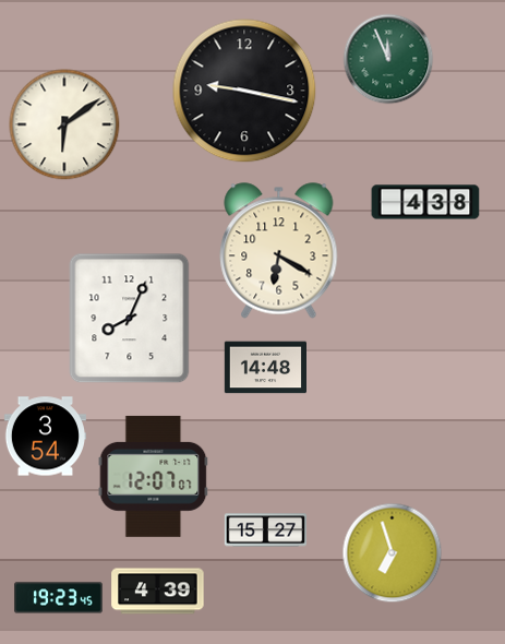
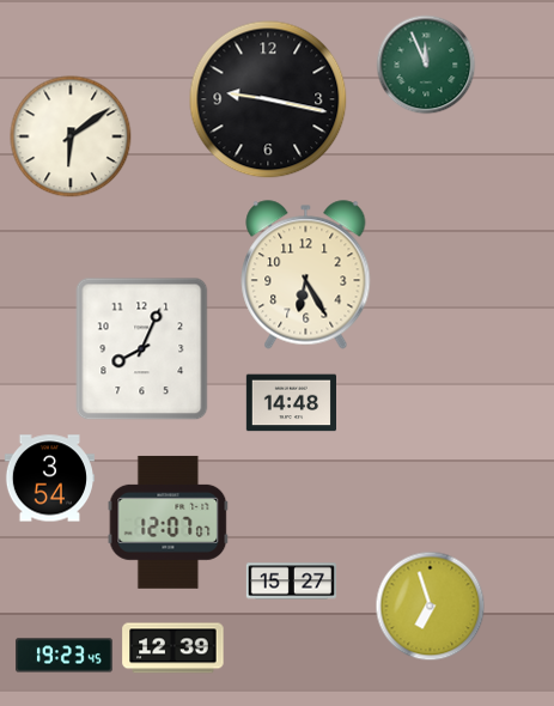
clock at (425, 202): 4:38 -> none
clock at (279, 251): 6:20 -> 6:25
clock at (158, 592): 4:39 -> 12:39
